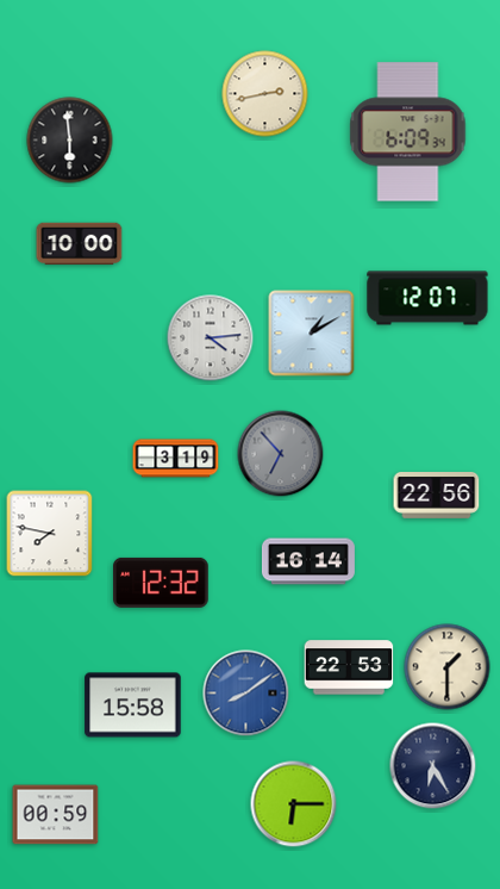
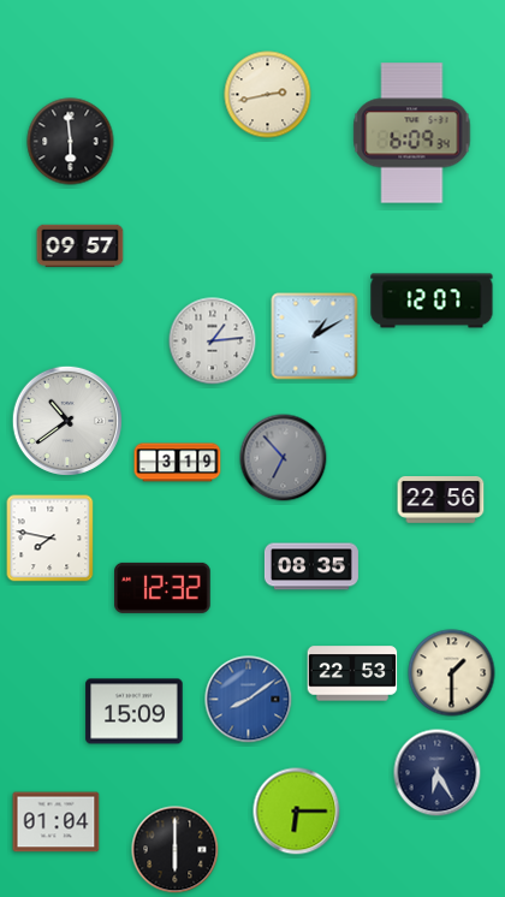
clock at (80, 244): 10:00 -> 09:57
clock at (211, 338): 4:14 -> 1:14
clock at (66, 420): none -> 10:39
clock at (308, 561): 16:14 -> 08:35
clock at (133, 705): 15:58 -> 15:09
clock at (56, 815): 00:59 -> 01:04
clock at (176, 850): none -> 6:00
